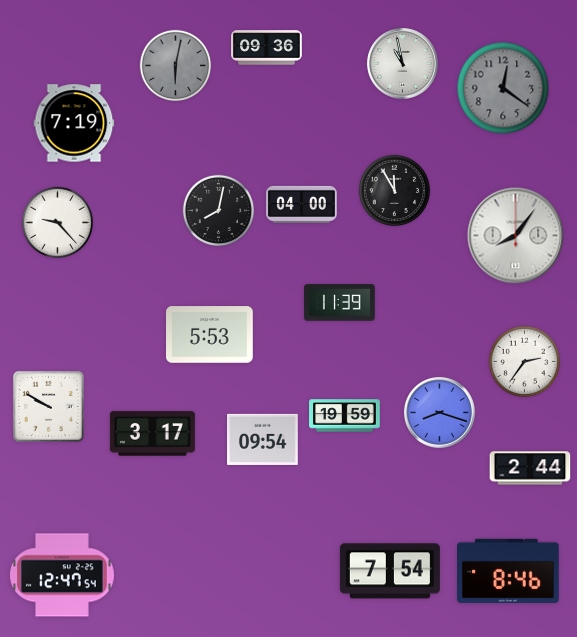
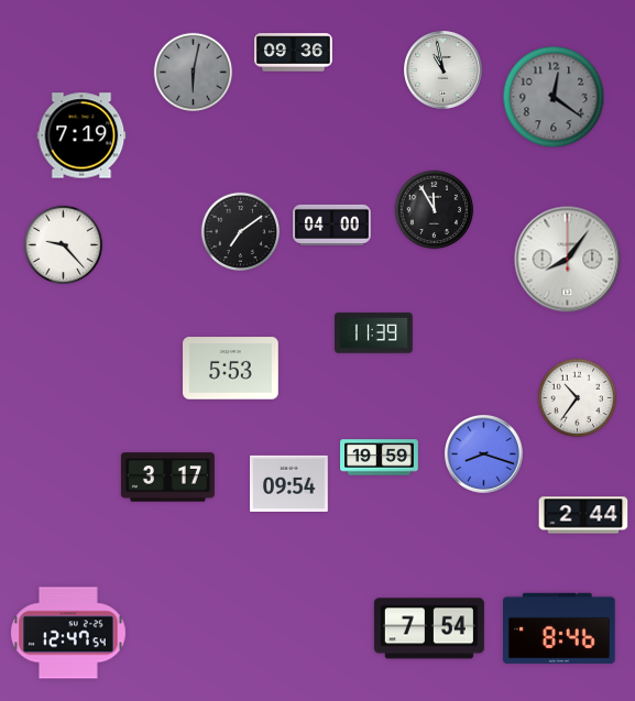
clock at (219, 211): 8:02 -> 7:09
clock at (525, 362): 2:36 -> 10:36
clock at (48, 406): 9:50 -> none
